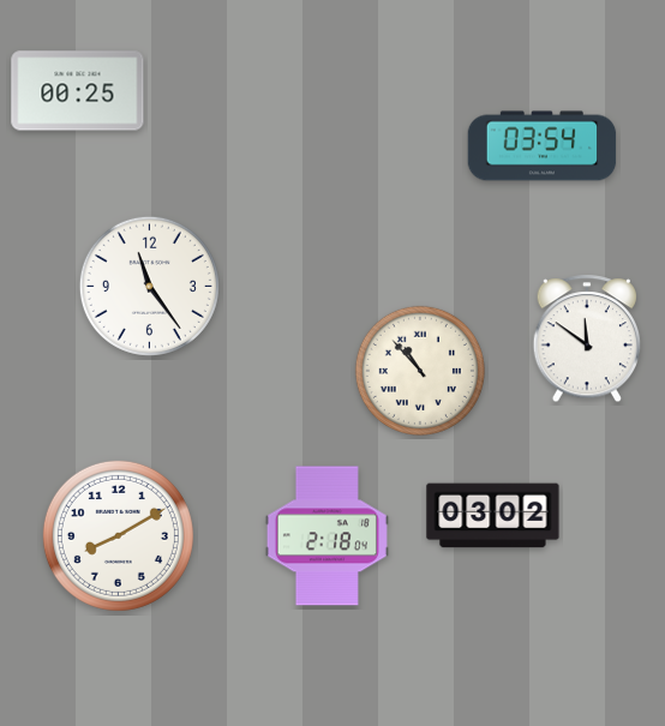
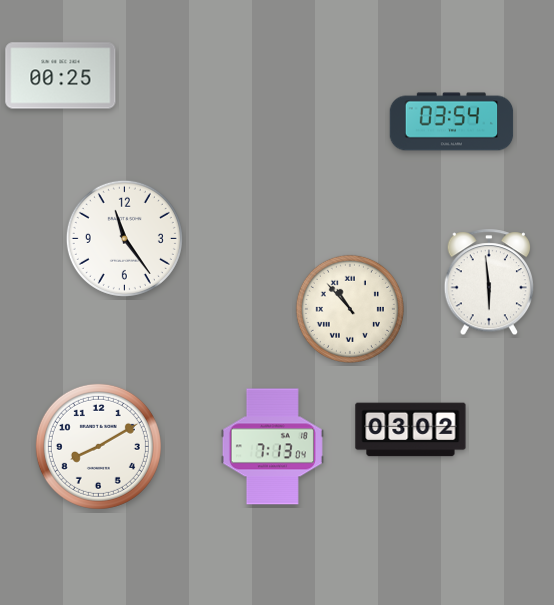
clock at (78, 91) position: (78, 91) -> (61, 76)
clock at (587, 340): 11:51 -> 5:59
clock at (326, 536): 2:18 -> 7:13
